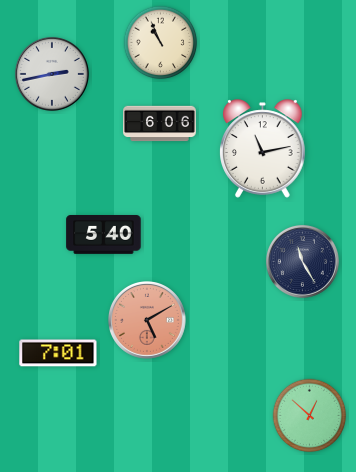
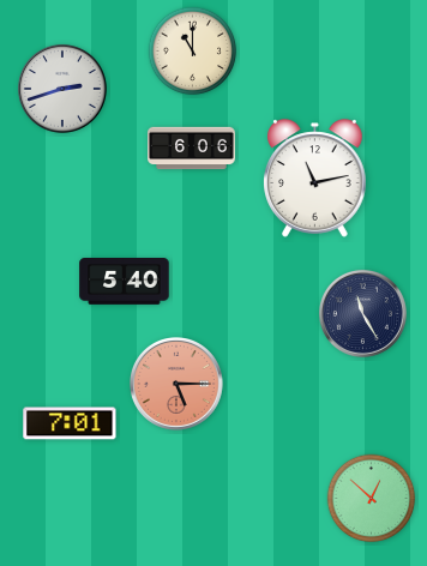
clock at (161, 43): 10:56 -> 11:00
clock at (52, 74): 2:43 -> 2:42
clock at (148, 321): 5:10 -> 5:15
